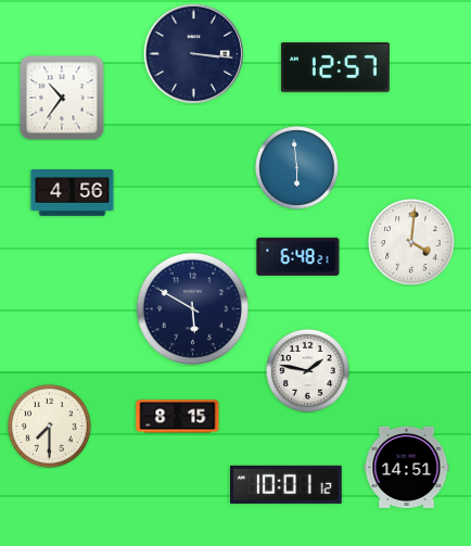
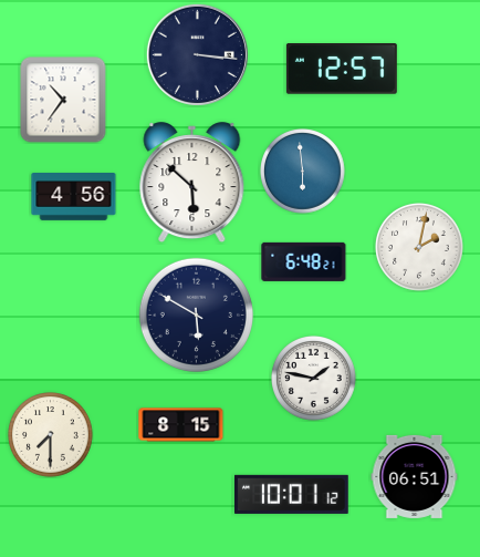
clock at (192, 183): none -> 5:52
clock at (411, 242): 4:01 -> 2:02
clock at (407, 467): 14:51 -> 06:51
